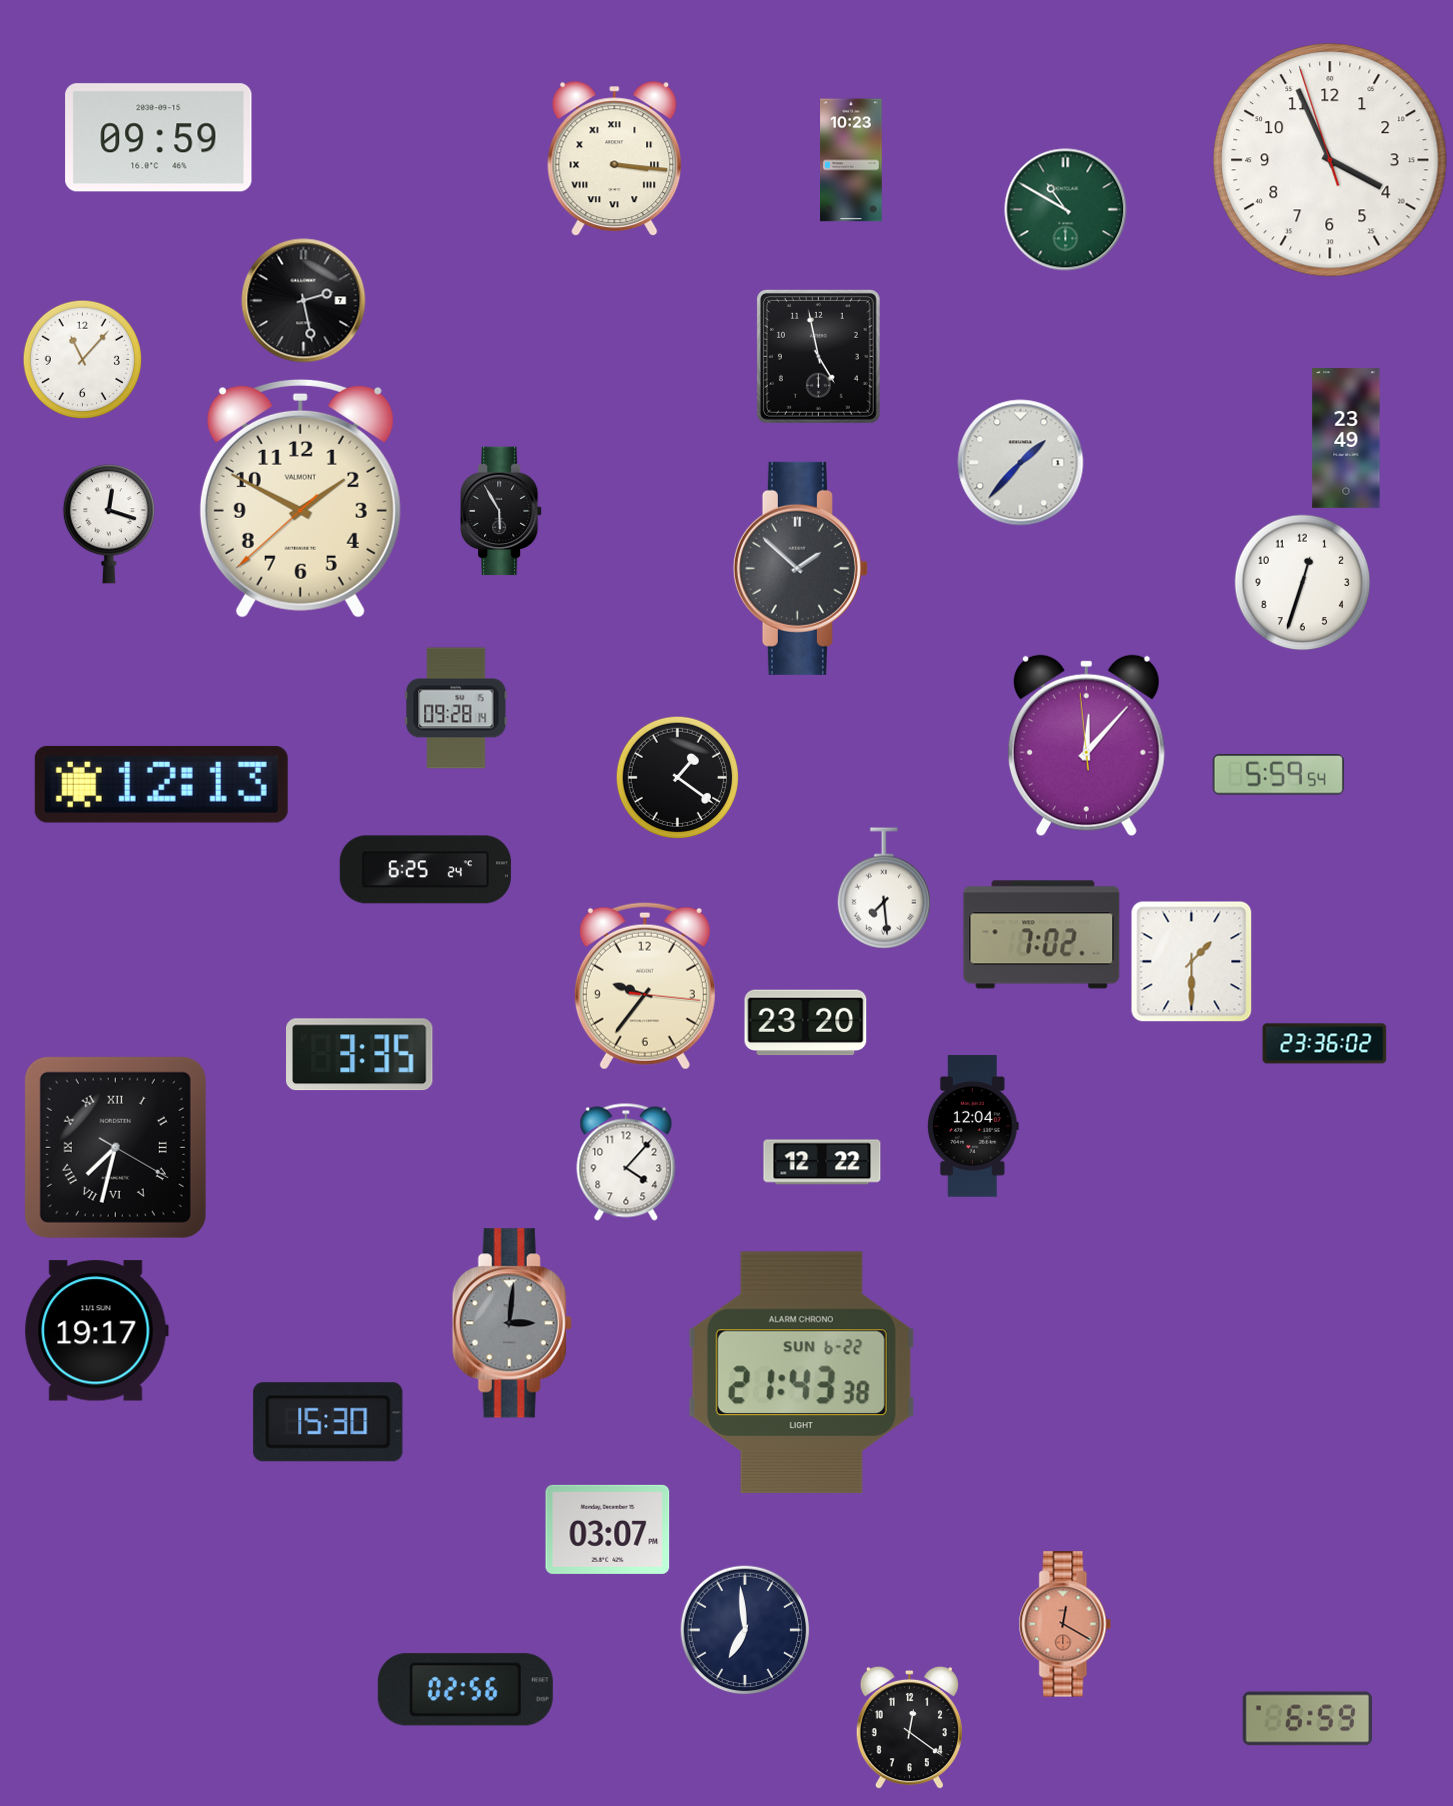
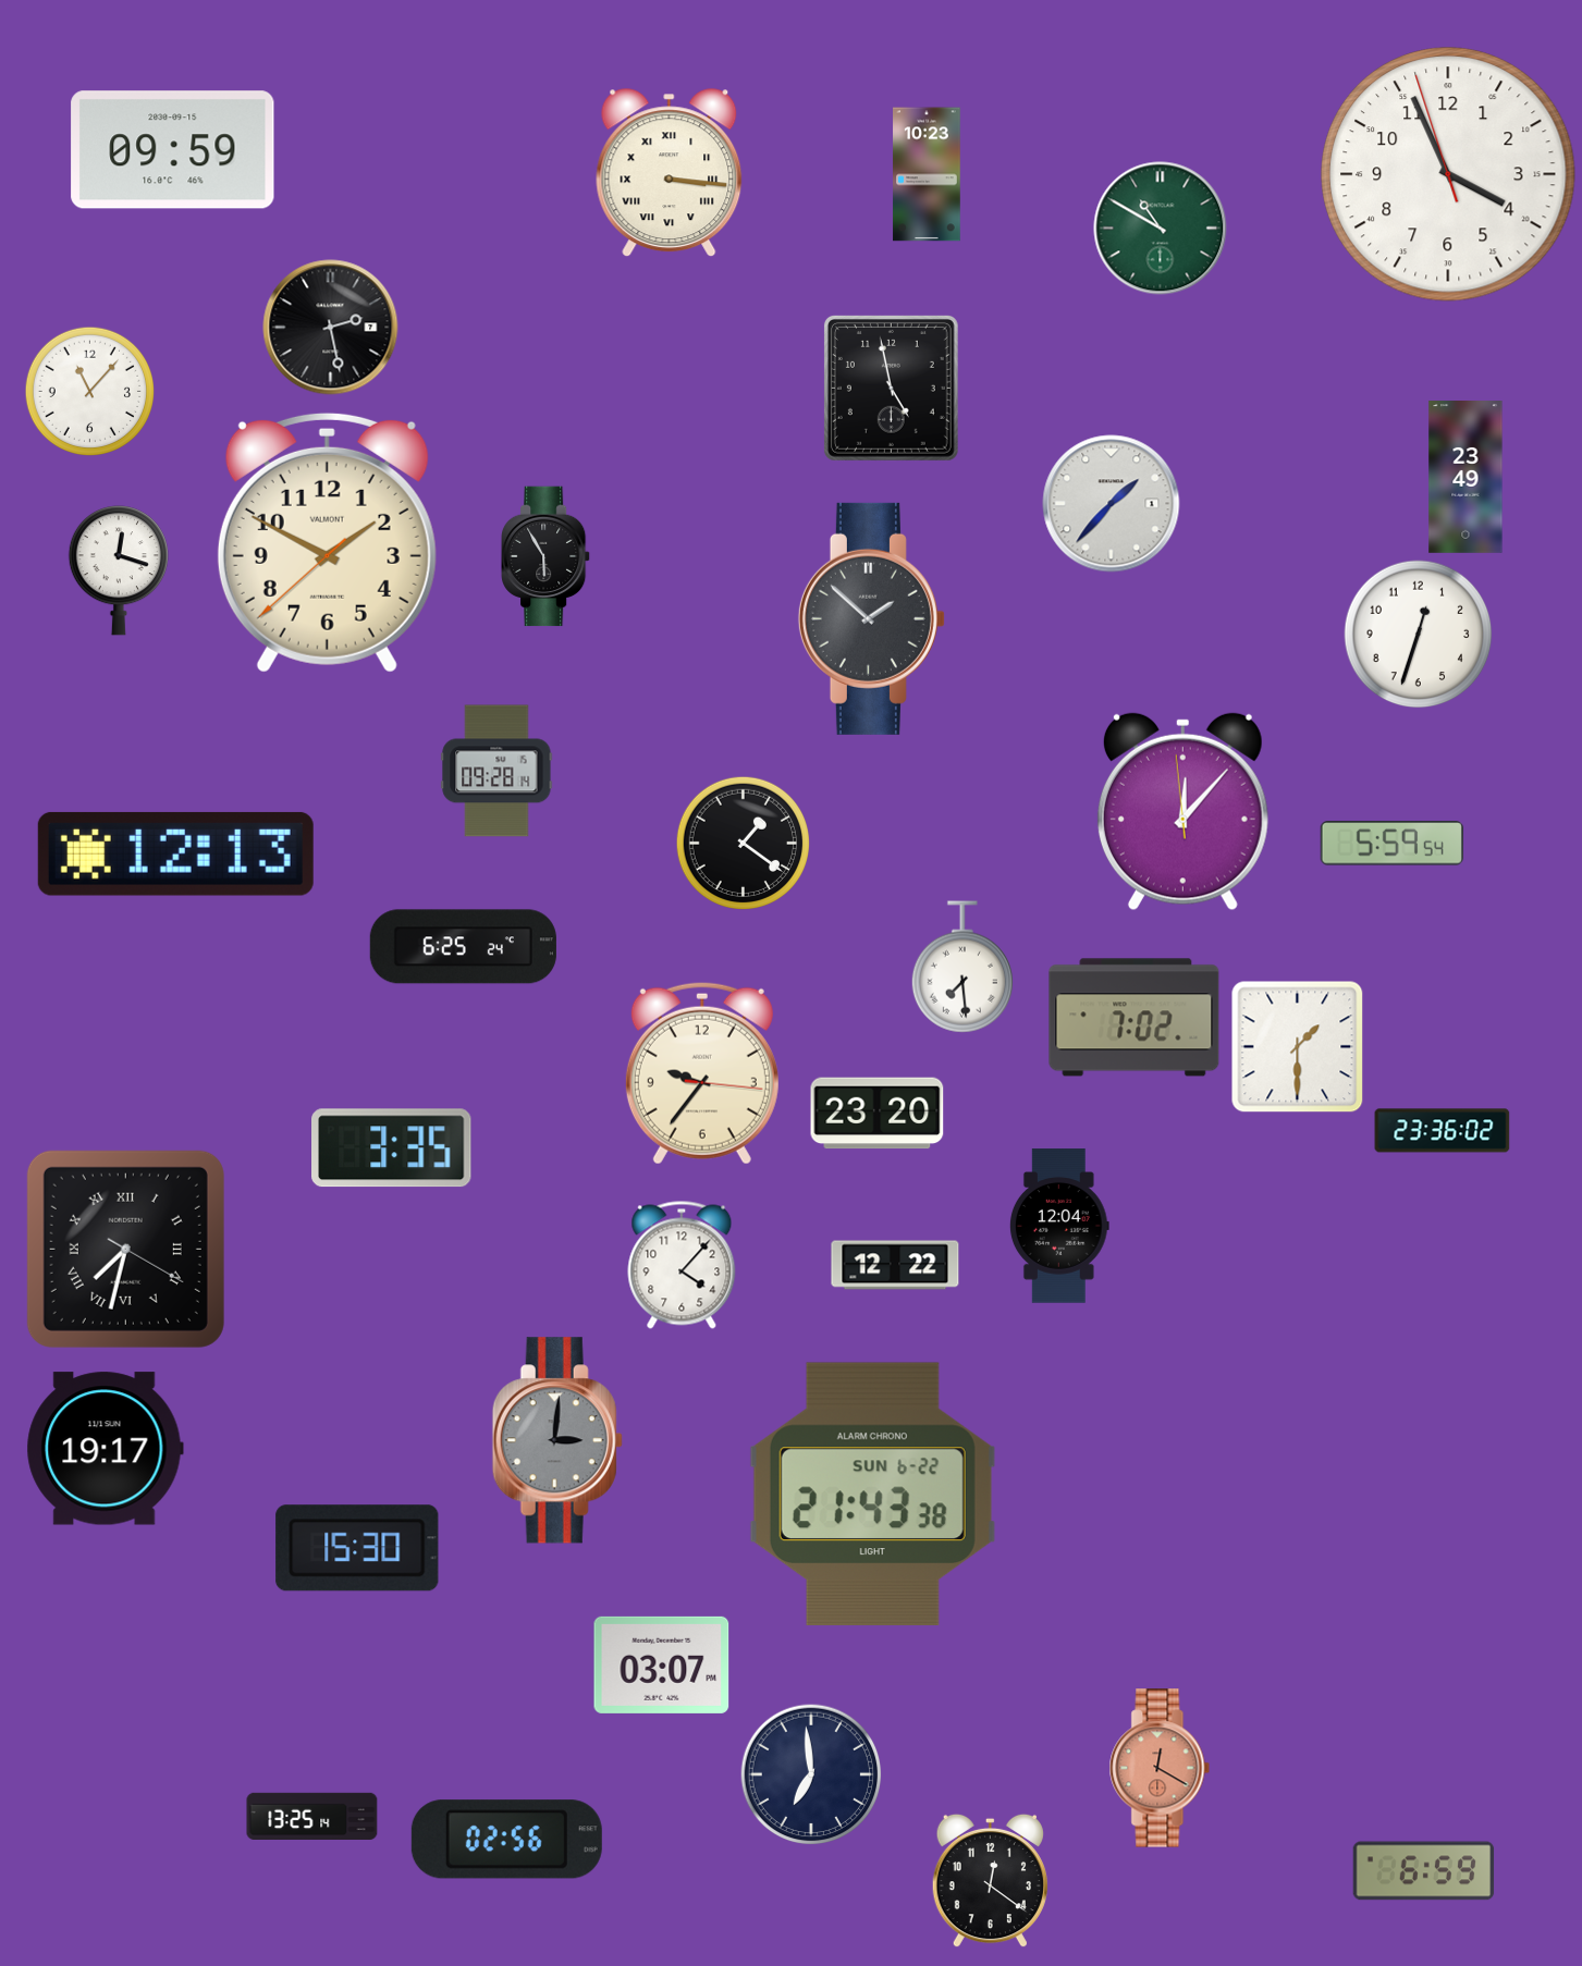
clock at (677, 777) position: (677, 777) -> (743, 843)
clock at (1325, 1044) position: (1325, 1044) -> (1443, 1131)
clock at (312, 1817): none -> 13:25
